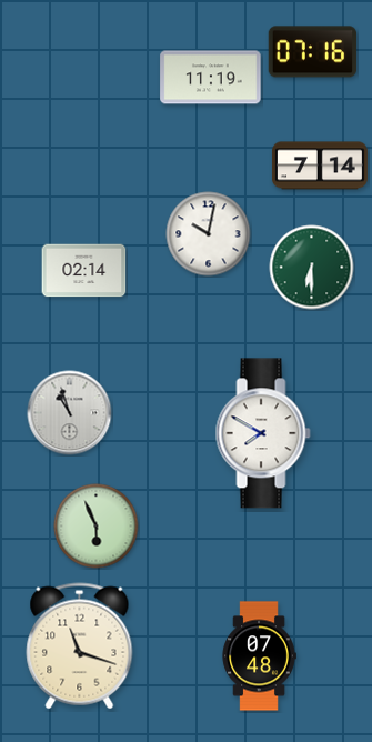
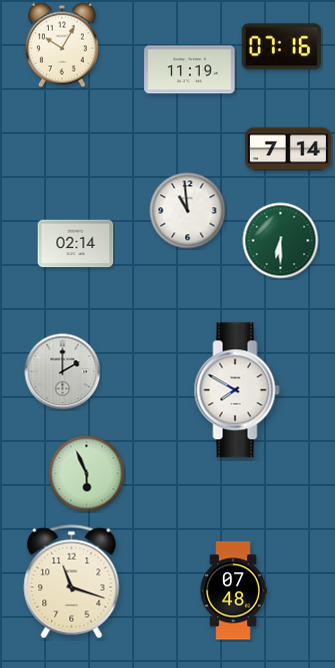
clock at (62, 45): none -> 10:05
clock at (209, 234): 10:02 -> 10:59
clock at (70, 413): 10:57 -> 2:00
